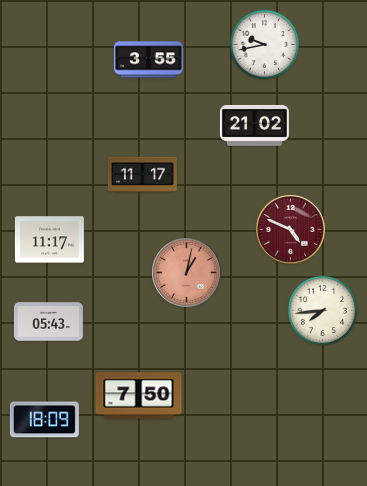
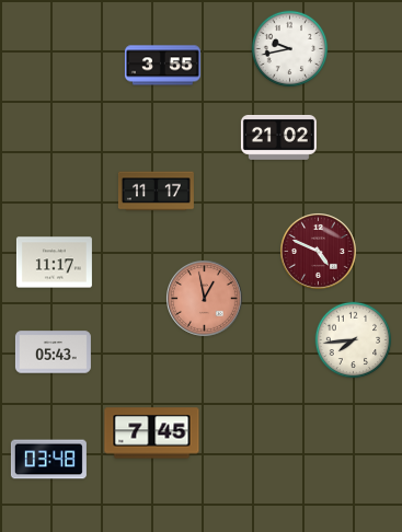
clock at (187, 273): 1:02 -> 12:58
clock at (139, 396): 7:50 -> 7:45
clock at (44, 420): 18:09 -> 03:48
